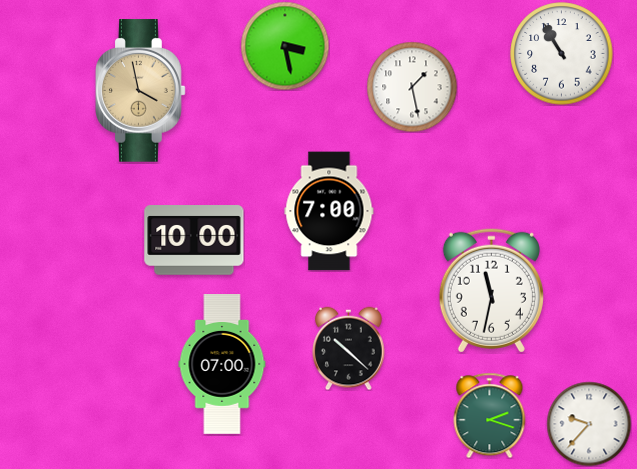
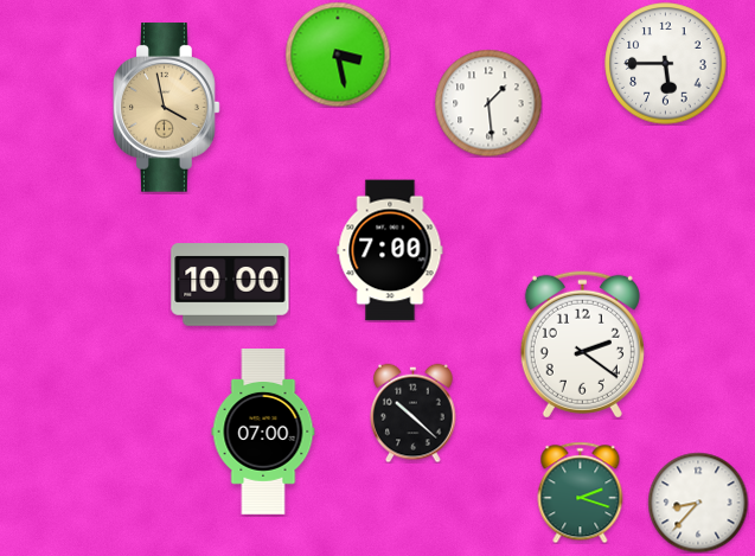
clock at (562, 54): 10:55 -> 5:45
clock at (412, 87): 1:28 -> 1:29
clock at (491, 290): 11:32 -> 2:21
clock at (589, 424): 9:37 -> 8:37
